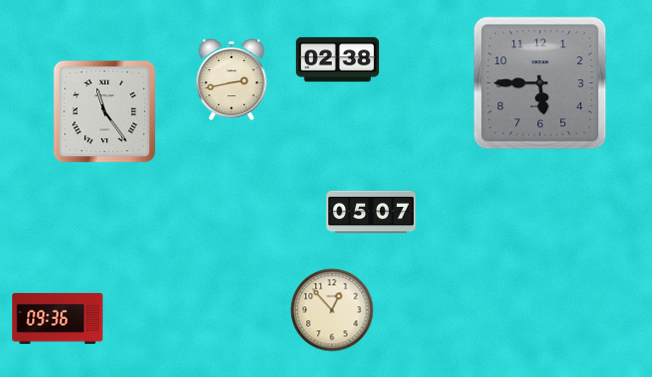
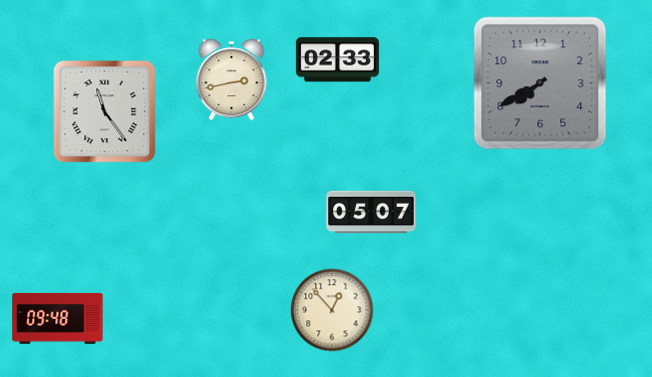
clock at (337, 60): 02:38 -> 02:33
clock at (540, 83): 5:45 -> 7:40
clock at (58, 318): 09:36 -> 09:48
